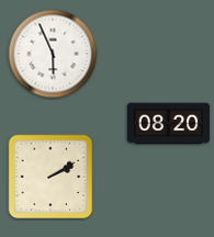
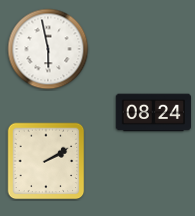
clock at (53, 54): 5:56 -> 5:58
clock at (169, 124): 08:20 -> 08:24
